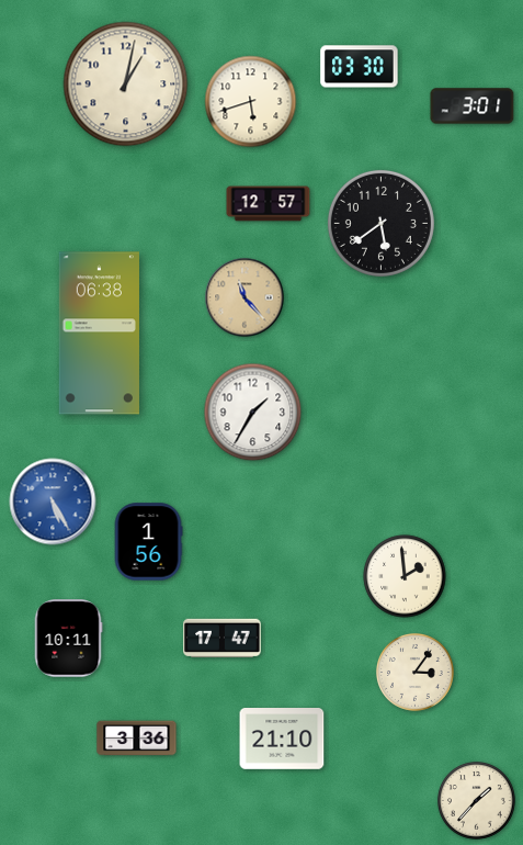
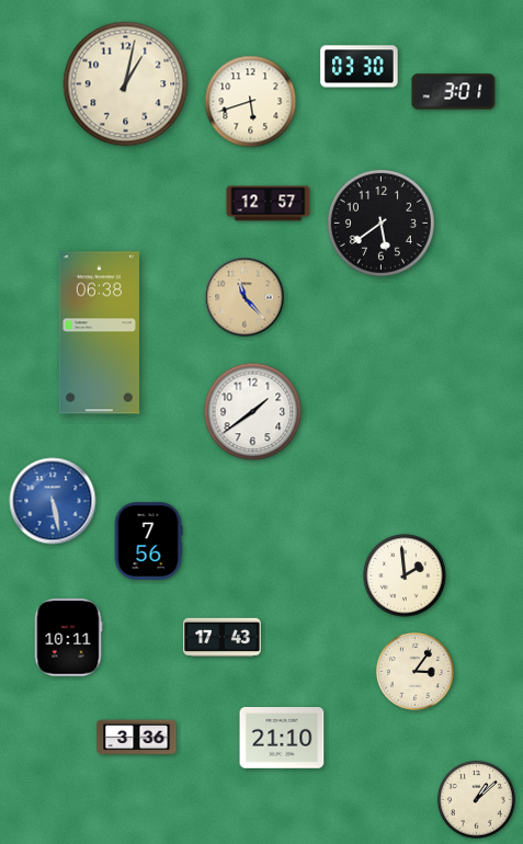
clock at (473, 106) position: (473, 106) -> (454, 92)
clock at (253, 413): 1:35 -> 1:39
clock at (53, 502): 5:25 -> 5:28
clock at (148, 542): 1:56 -> 7:56
clock at (223, 638): 17:47 -> 17:43
clock at (476, 800): 1:37 -> 1:08
